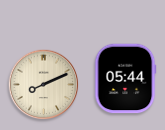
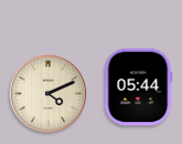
clock at (44, 85): 8:11 -> 4:11
